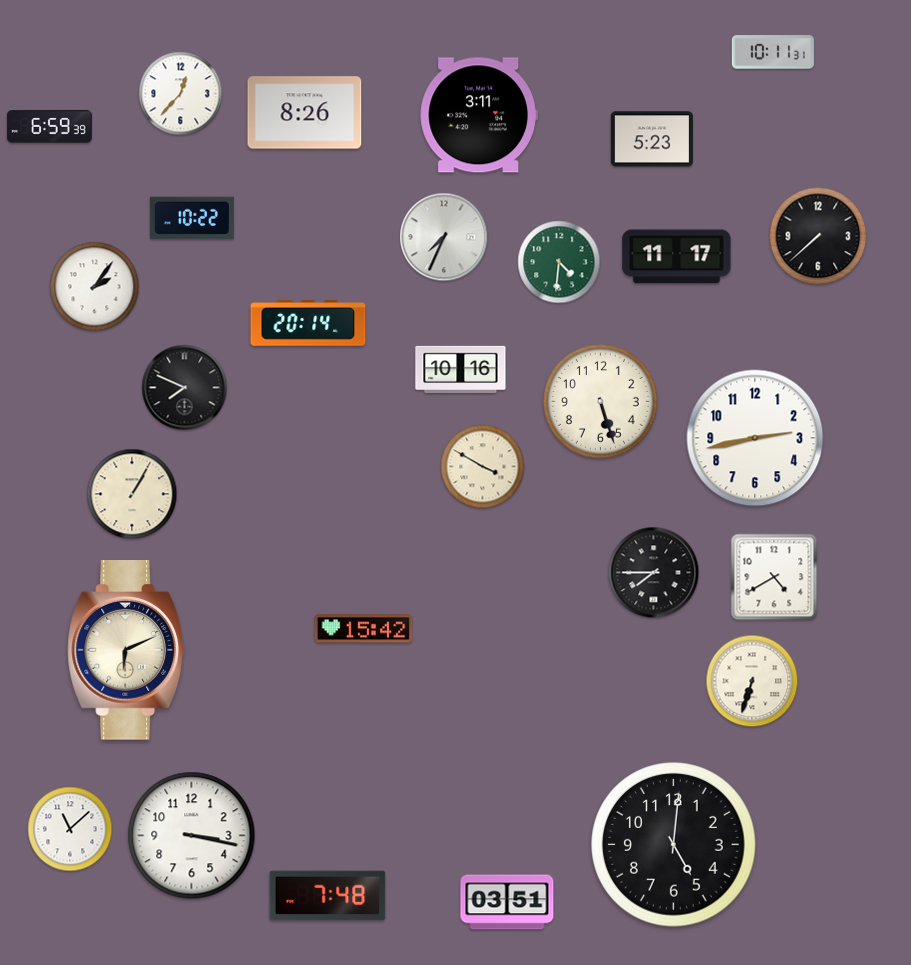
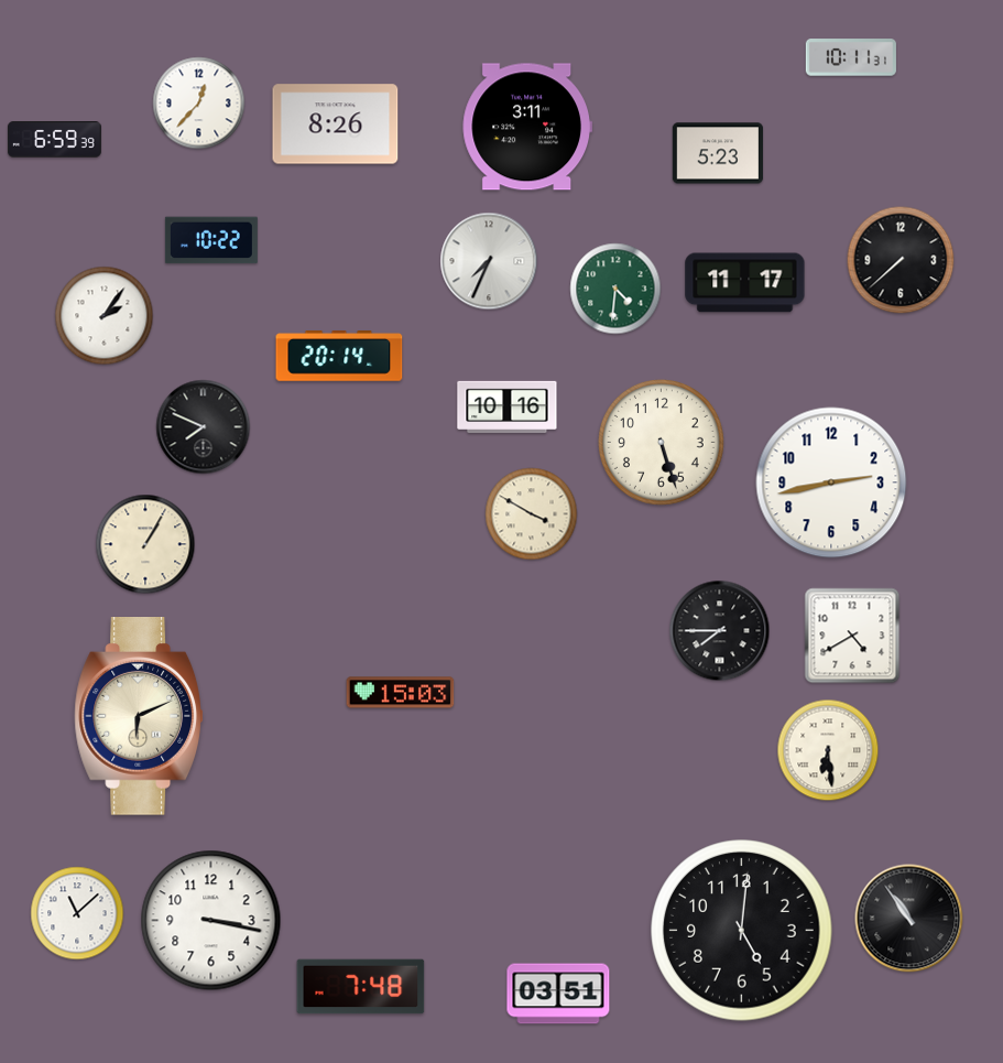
clock at (364, 629): 15:42 -> 15:03
clock at (752, 681): 6:33 -> 6:29
clock at (909, 919): none -> 10:54
